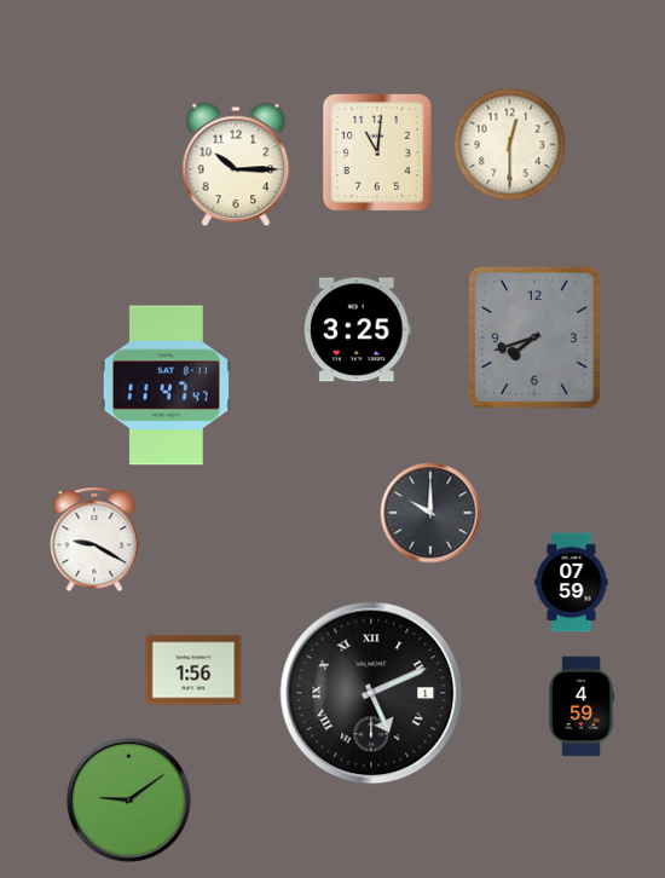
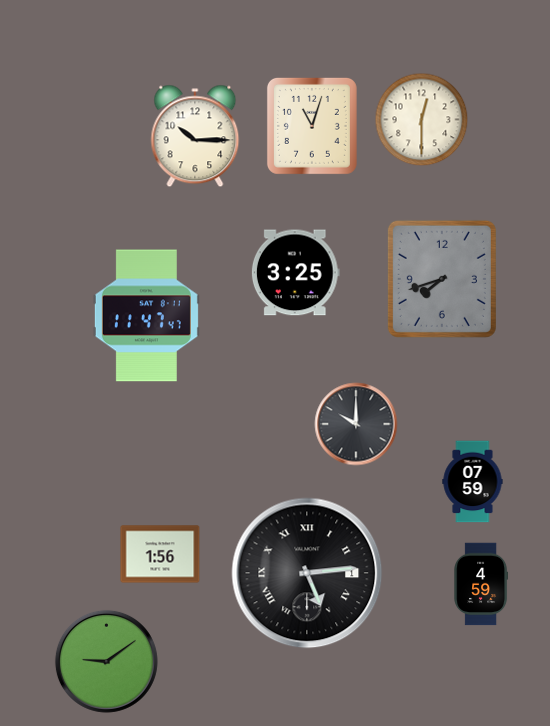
clock at (377, 152): 11:01 -> 11:03
clock at (166, 386) position: (166, 386) -> (146, 316)
clock at (94, 539): 9:20 -> none
clock at (371, 693): 5:11 -> 5:14
